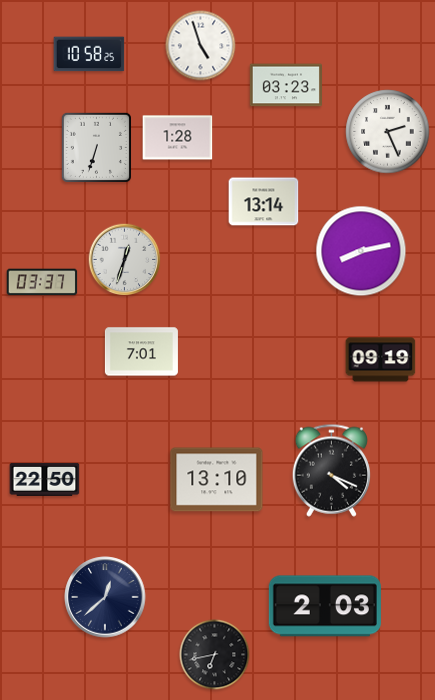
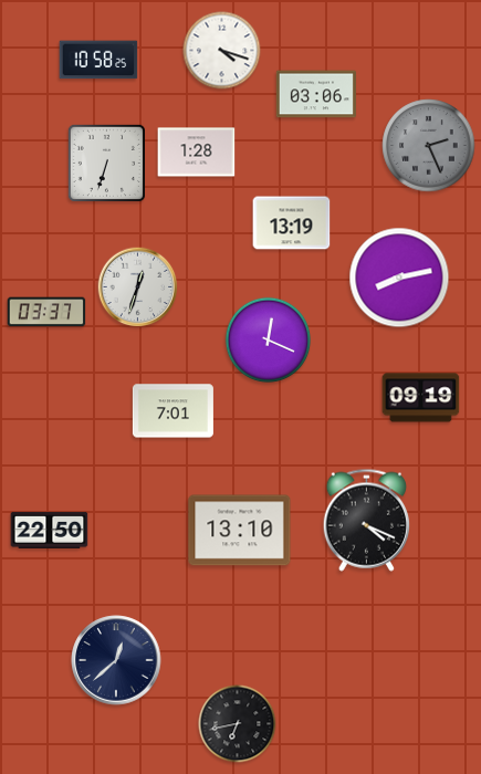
clock at (201, 46): 4:57 -> 4:18
clock at (286, 85): 03:23 -> 03:06
clock at (388, 132) dial: white -> grey
clock at (264, 202): 13:14 -> 13:19
clock at (269, 341): none -> 12:19
clock at (141, 352) position: (141, 352) -> (172, 411)
clock at (325, 606): 2:03 -> none
